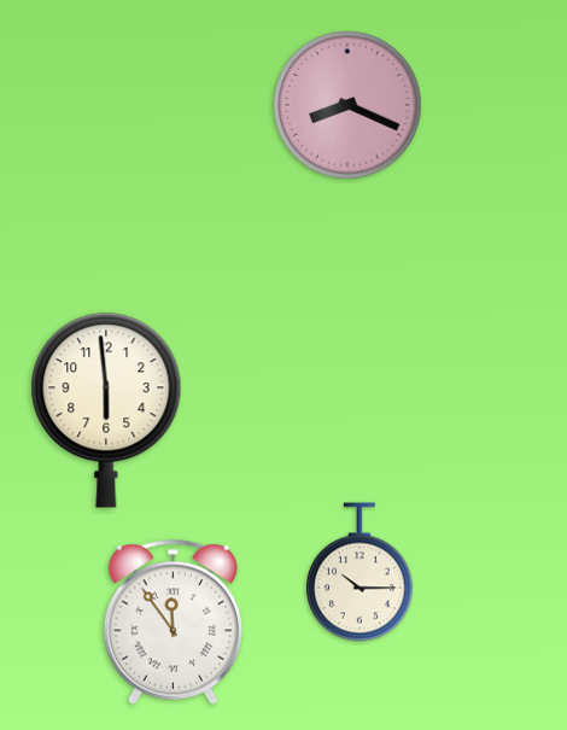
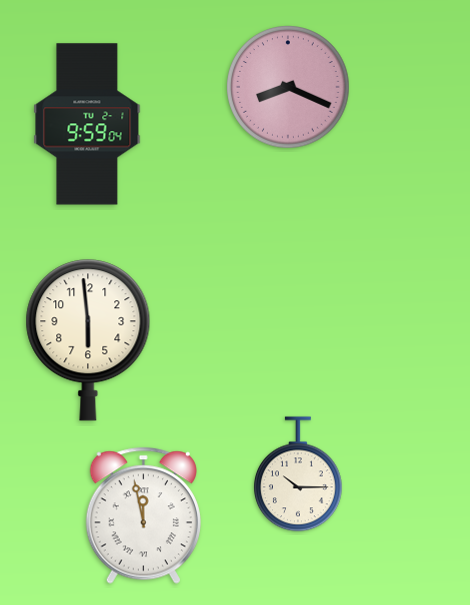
clock at (87, 124): none -> 9:59
clock at (173, 621): 11:54 -> 11:58
